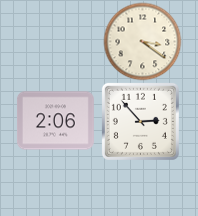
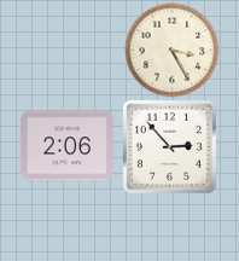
clock at (142, 41): 3:21 -> 3:25
